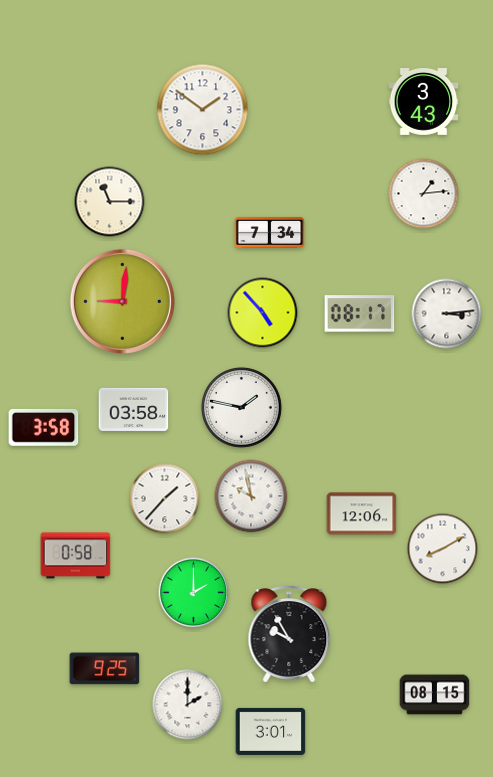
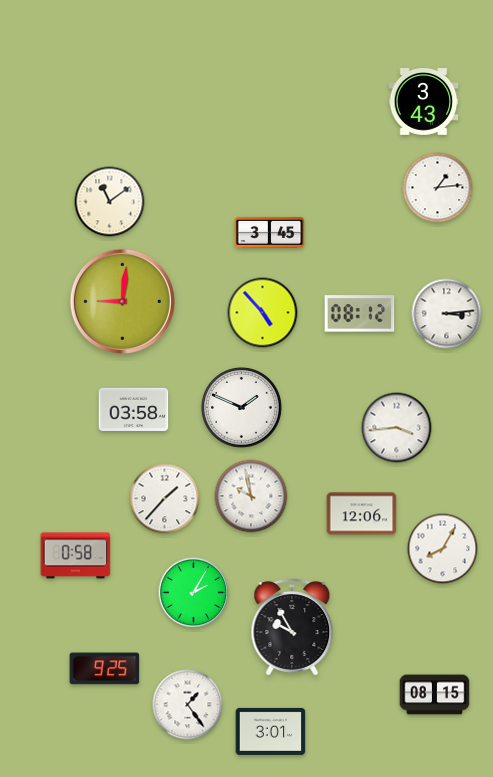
clock at (203, 110): 1:51 -> none
clock at (424, 194) position: (424, 194) -> (438, 188)
clock at (110, 202): 11:15 -> 11:09
clock at (270, 232): 7:34 -> 3:45
clock at (360, 314): 08:17 -> 08:12
clock at (241, 407): 1:47 -> 1:49
clock at (44, 427): 3:58 -> none
clock at (397, 428): none -> 3:44
clock at (443, 549): 8:10 -> 8:05
clock at (194, 593): 2:00 -> 2:05
clock at (289, 634) position: (289, 634) -> (292, 627)
clock at (188, 705): 2:00 -> 1:24
